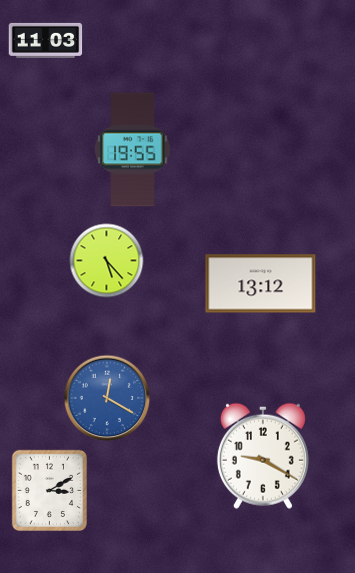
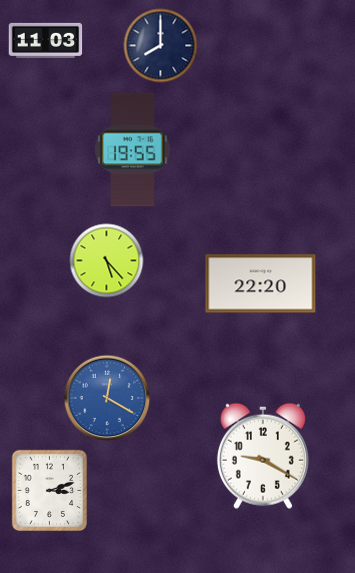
clock at (161, 46): none -> 8:00
clock at (261, 284): 13:12 -> 22:20
clock at (49, 490): 3:10 -> 3:12
